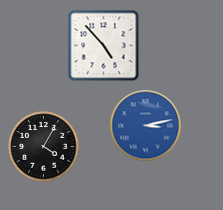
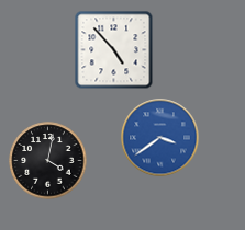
clock at (146, 126): 3:13 -> 3:39
clock at (44, 147): 4:05 -> 4:02
